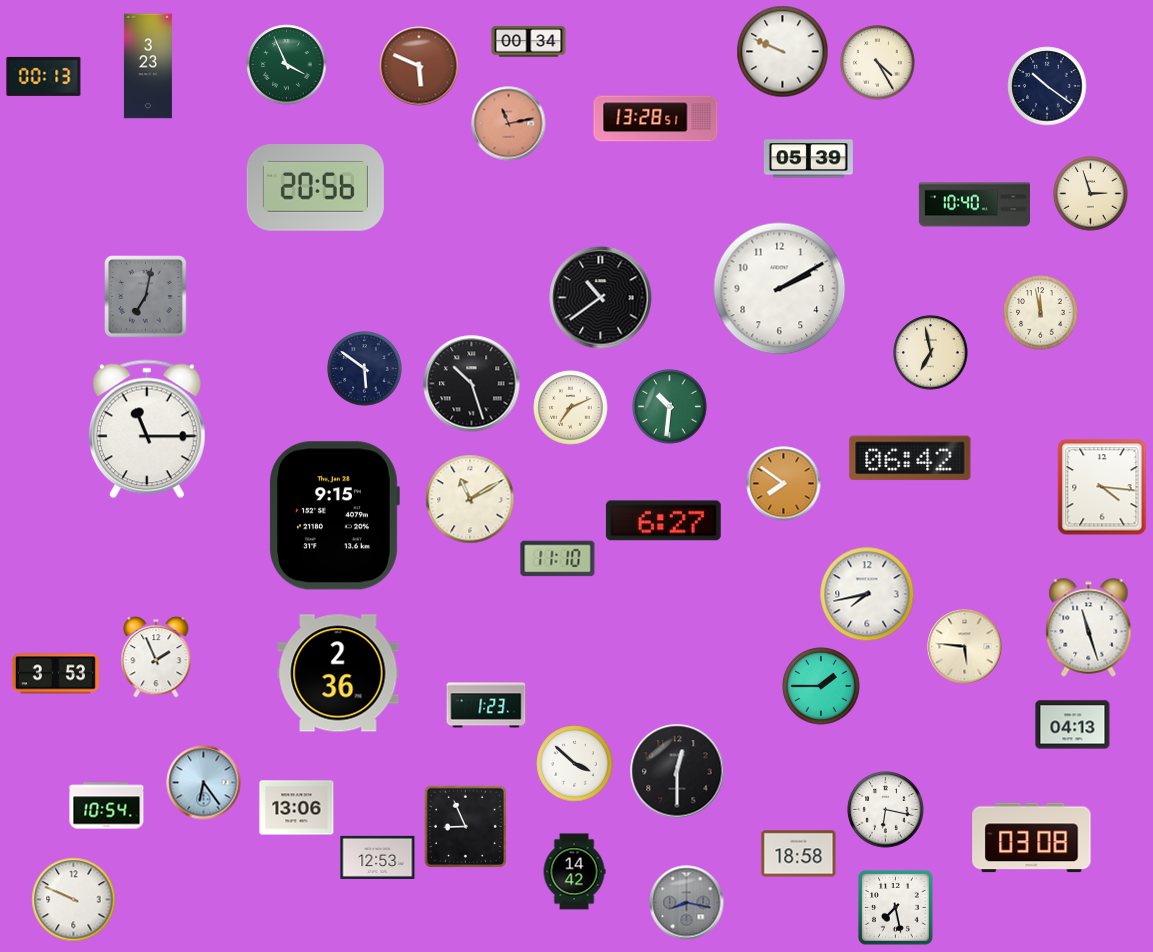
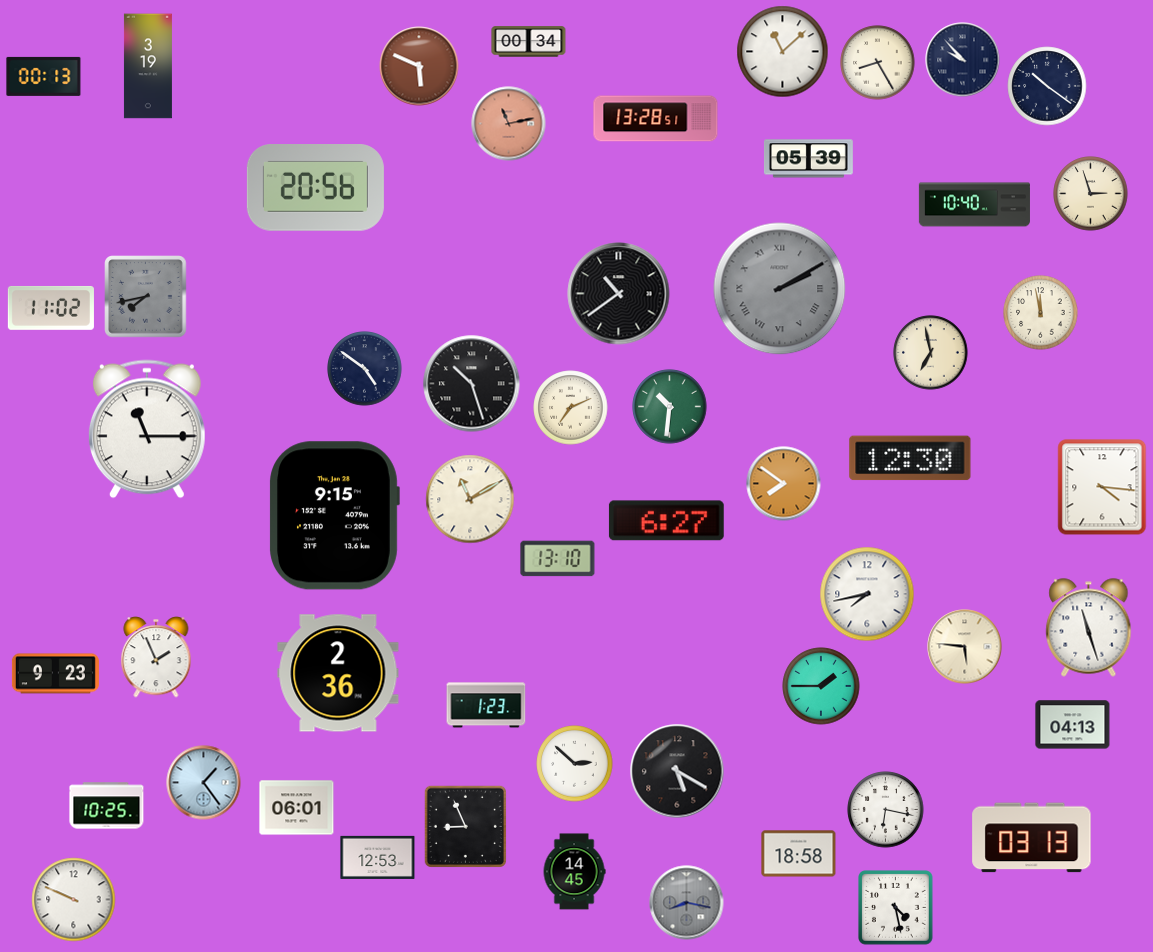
clock at (783, 52): 9:49 -> 11:08
clock at (963, 60): none -> 9:53
clock at (878, 63): 4:25 -> 8:25
clock at (287, 65): 3:56 -> none
clock at (148, 66): 3:23 -> 3:19
clock at (780, 289) dial: white -> grey
clock at (780, 289) numerals: Arabic -> Roman
clock at (146, 297): 7:02 -> 7:43
clock at (601, 298) position: (601, 298) -> (619, 294)
clock at (51, 308): none -> 11:02
clock at (365, 369): 5:51 -> 4:51
clock at (910, 458): 06:42 -> 12:30
clock at (663, 521) position: (663, 521) -> (666, 521)
clock at (558, 559): 11:10 -> 13:10
clock at (55, 674): 3:53 -> 9:23
clock at (575, 764): 3:52 -> 2:52
clock at (677, 771): 12:30 -> 5:20
clock at (204, 783): 6:24 -> 1:24
clock at (107, 806): 10:54 -> 10:25
clock at (297, 808): 13:06 -> 06:01
clock at (1032, 838): 03:08 -> 03:13
clock at (574, 872): 14:42 -> 14:45
clock at (896, 908): 7:28 -> 4:28
